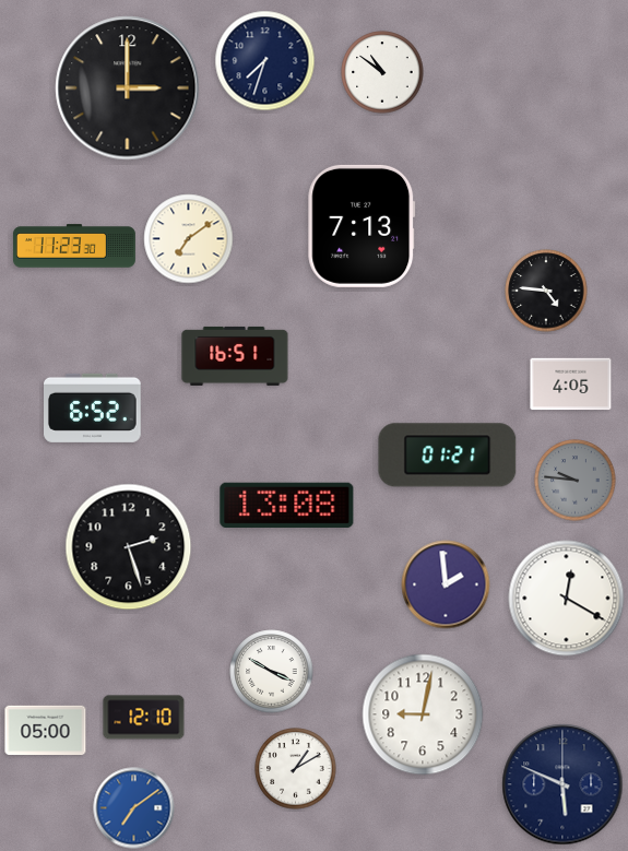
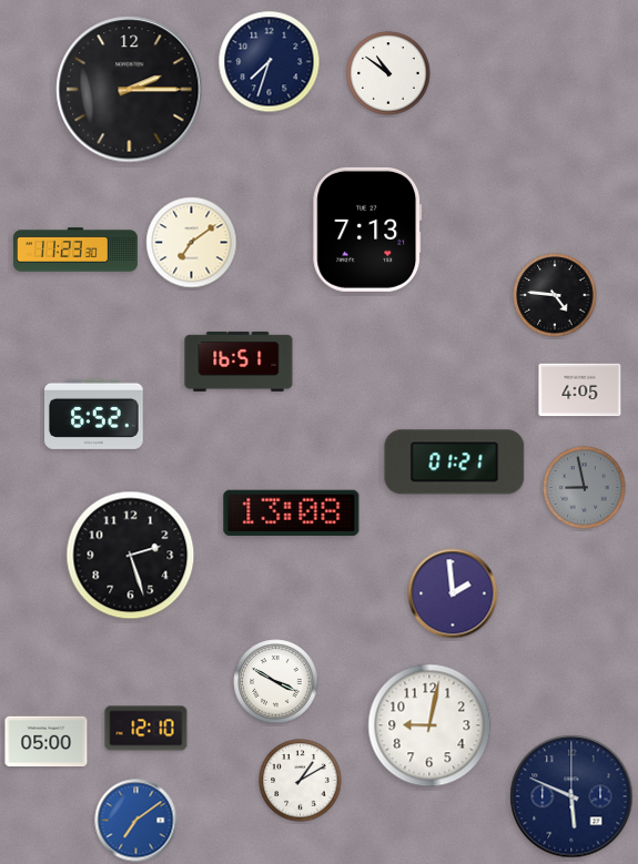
clock at (128, 88): 3:00 -> 2:15
clock at (576, 481): 9:46 -> 8:58
clock at (567, 599): 12:20 -> none
